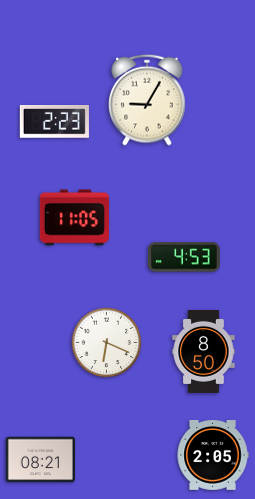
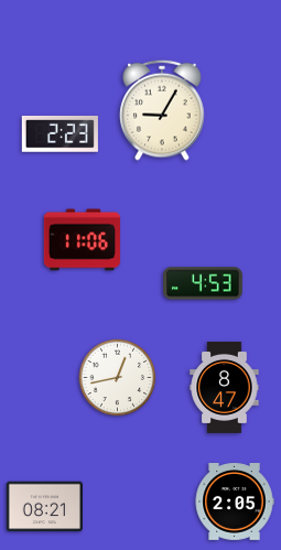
clock at (74, 218): 11:05 -> 11:06
clock at (107, 343): 6:19 -> 12:43
clock at (204, 351): 8:50 -> 8:47
